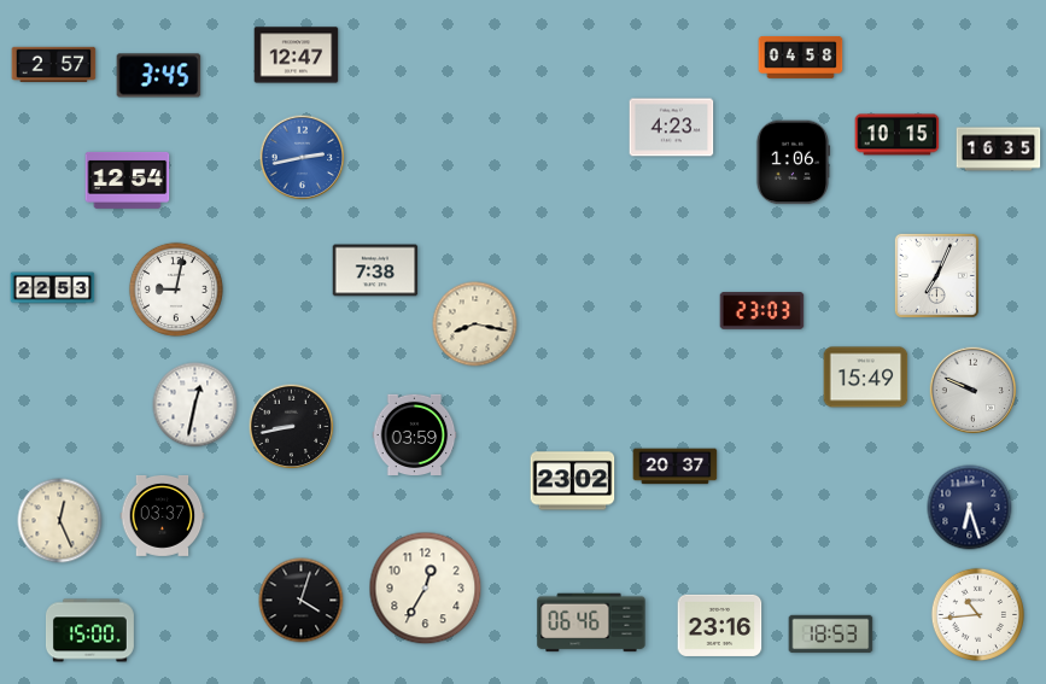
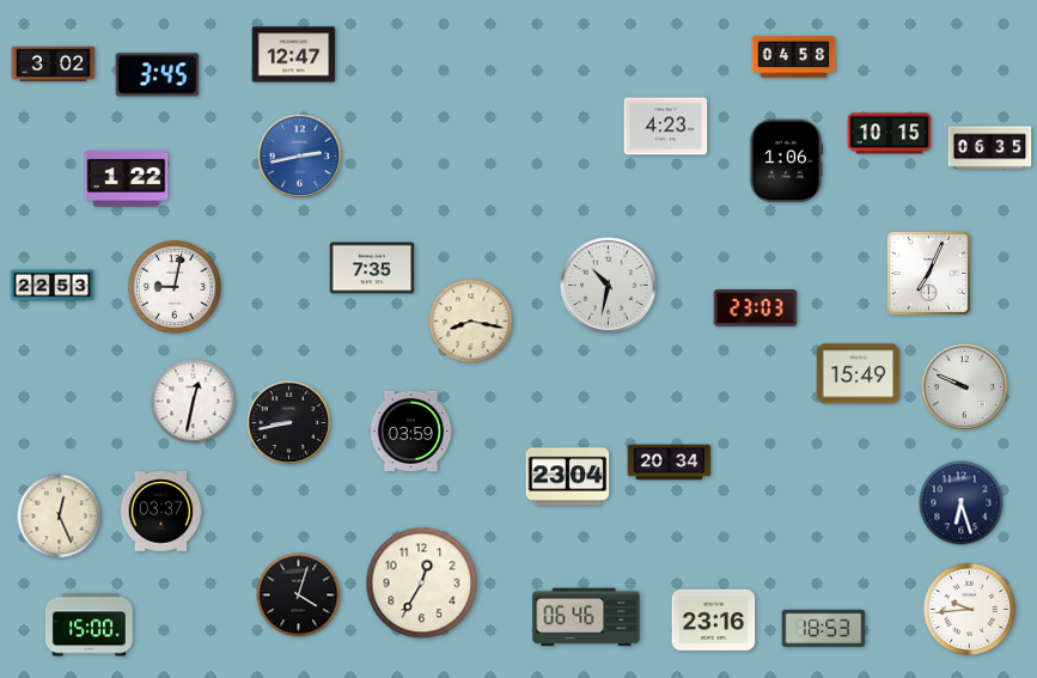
clock at (54, 64): 2:57 -> 3:02
clock at (999, 150): 16:35 -> 06:35
clock at (128, 180): 12:54 -> 1:22
clock at (375, 270): 7:38 -> 7:35
clock at (609, 286): none -> 10:32
clock at (676, 467): 20:37 -> 20:34
clock at (573, 481): 23:02 -> 23:04
clock at (977, 614): 10:44 -> 9:44
